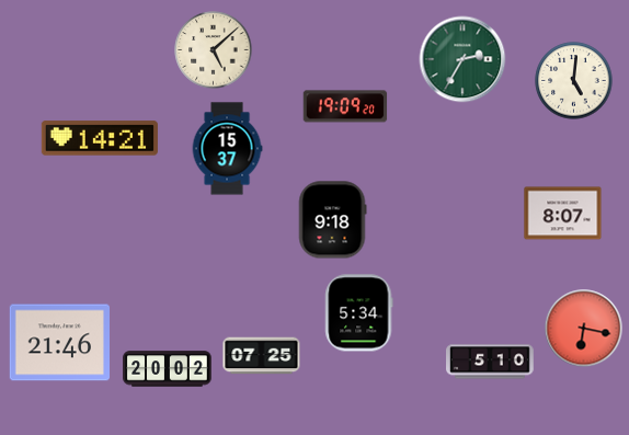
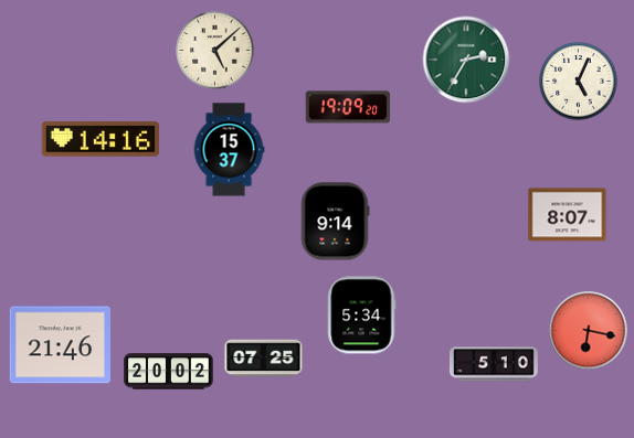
clock at (574, 81): 5:01 -> 5:04
clock at (100, 138): 14:21 -> 14:16
clock at (332, 220): 9:18 -> 9:14
